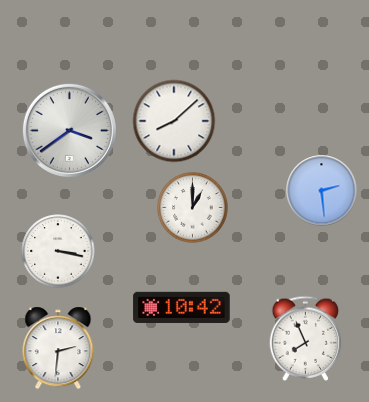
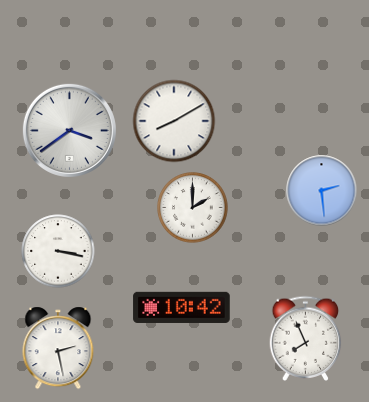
clock at (174, 121): 8:08 -> 8:10
clock at (193, 208): 1:00 -> 2:00
clock at (58, 348): 2:31 -> 2:28
